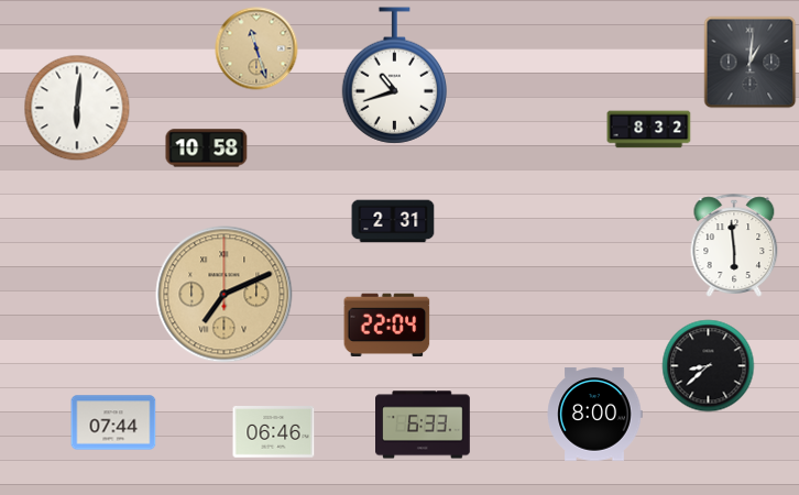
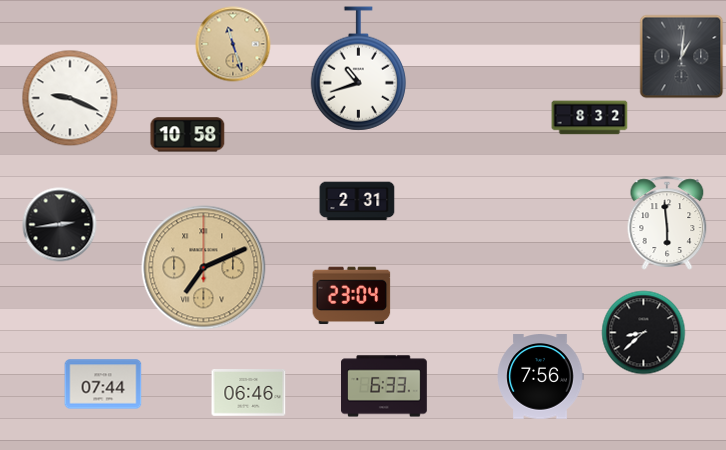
clock at (77, 108): 6:01 -> 9:19
clock at (60, 225): none -> 2:44
clock at (387, 326): 22:04 -> 23:04
clock at (594, 415): 8:00 -> 7:56
